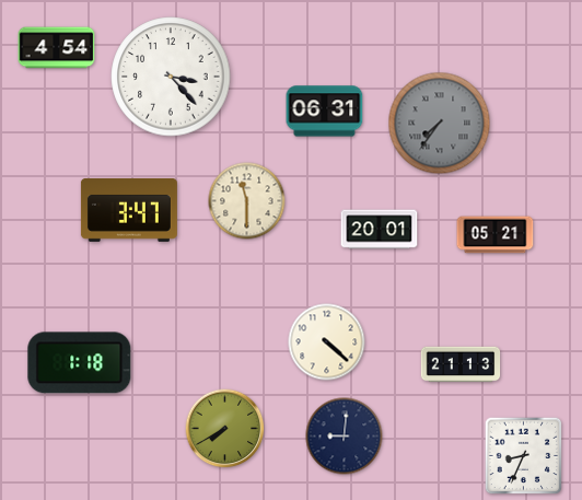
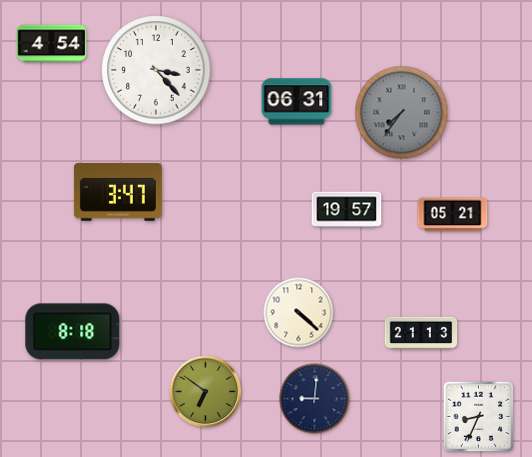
clock at (247, 201): 11:30 -> none
clock at (380, 230): 20:01 -> 19:57
clock at (80, 363): 1:18 -> 8:18
clock at (225, 429): 7:40 -> 6:51
